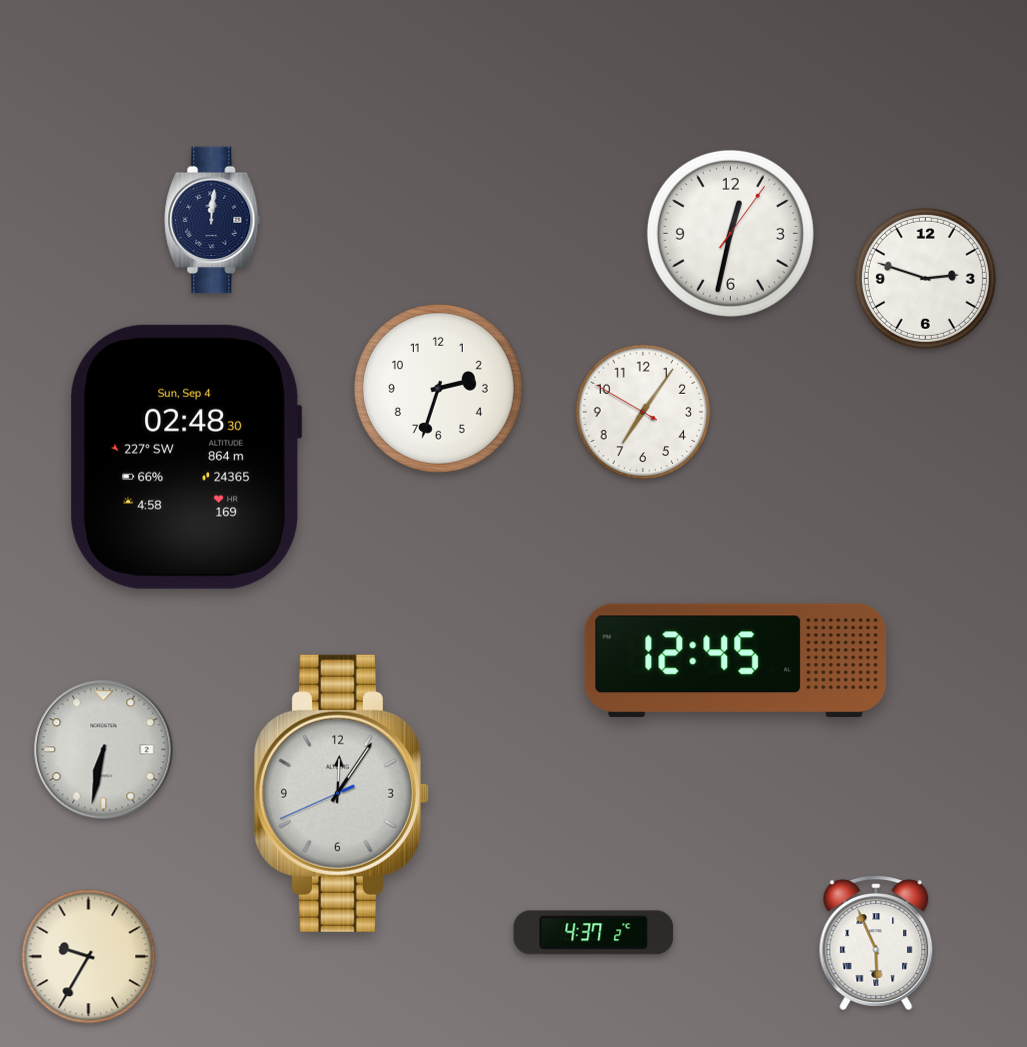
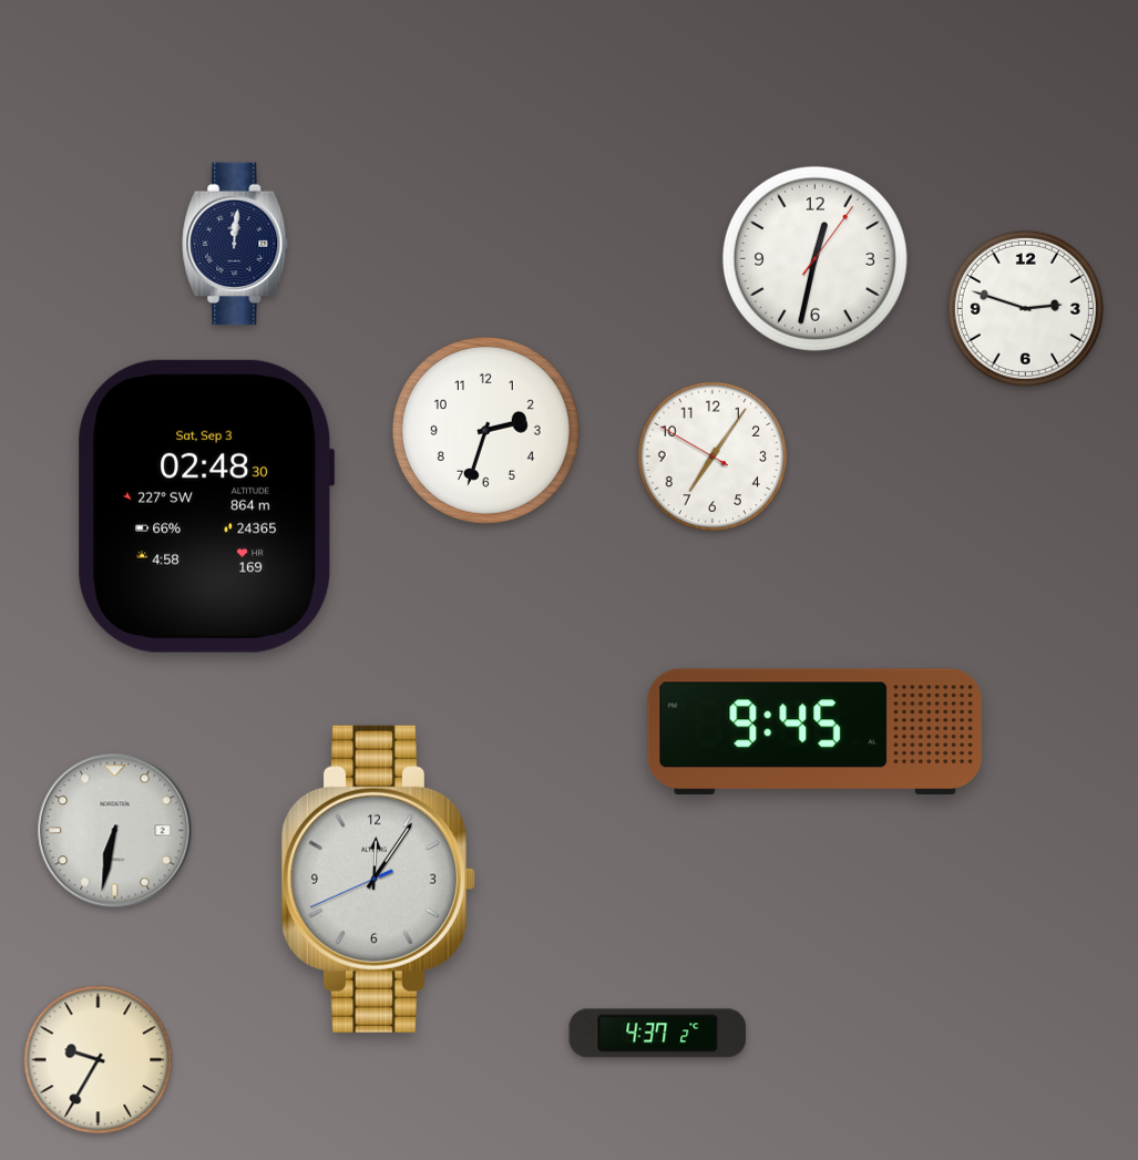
clock at (730, 233) position: (730, 233) -> (814, 258)
clock at (186, 457) date: Sun, Sep 4 -> Sat, Sep 3
clock at (735, 660): 12:45 -> 9:45
clock at (876, 943): 5:56 -> none
